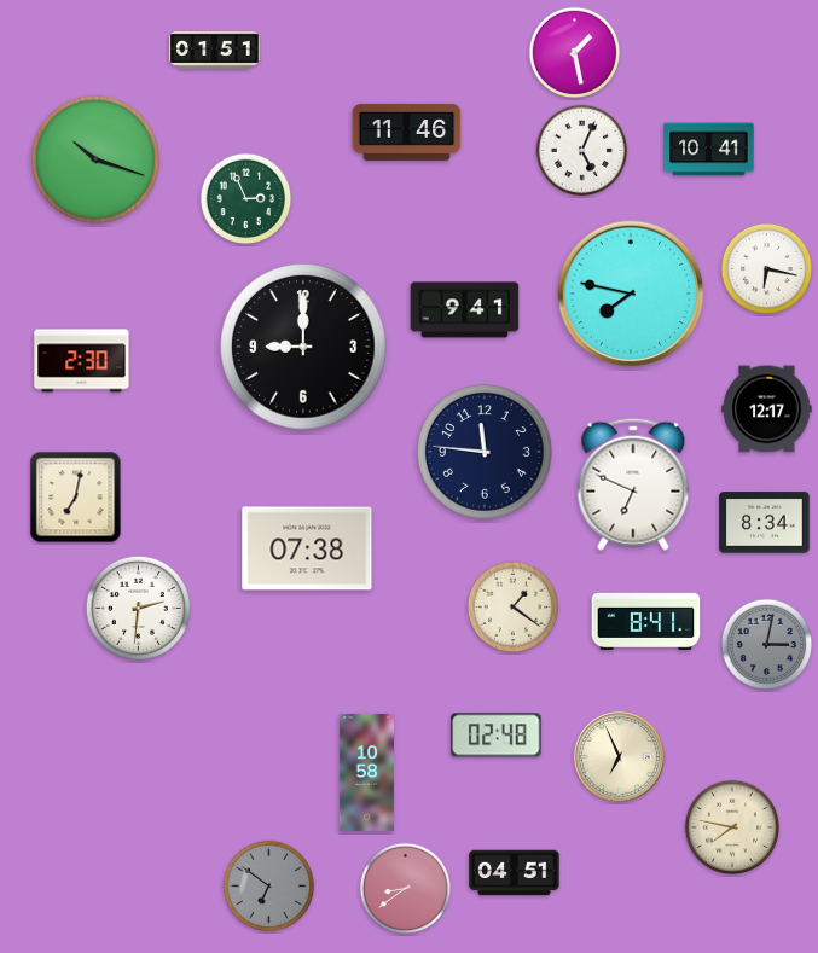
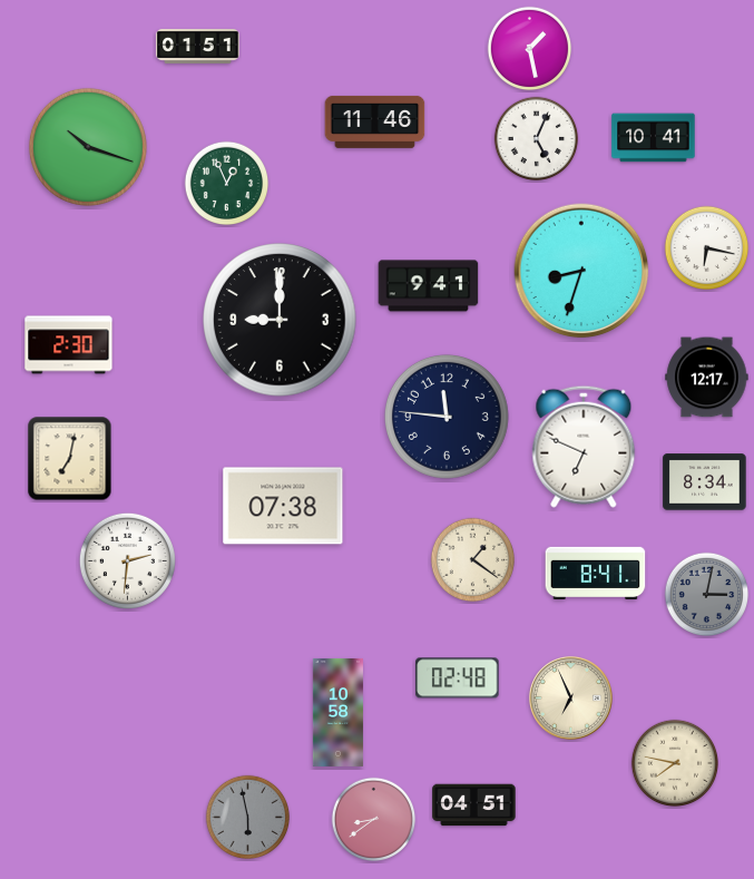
clock at (246, 199): 2:56 -> 12:56
clock at (631, 294): 7:47 -> 8:33
clock at (82, 361) position: (82, 361) -> (69, 345)
clock at (269, 887): 6:51 -> 5:58
